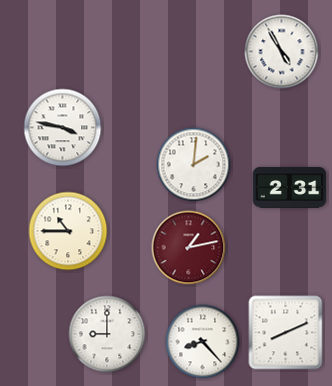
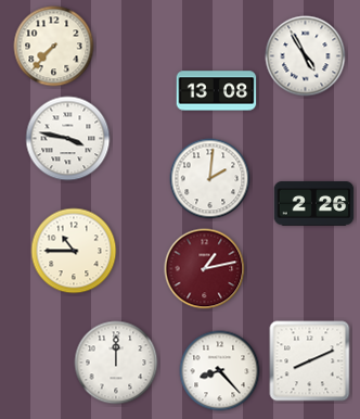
clock at (54, 47): none -> 7:37
clock at (217, 91): none -> 13:08
clock at (290, 188): 2:31 -> 2:26
clock at (107, 334): 9:00 -> 12:00
